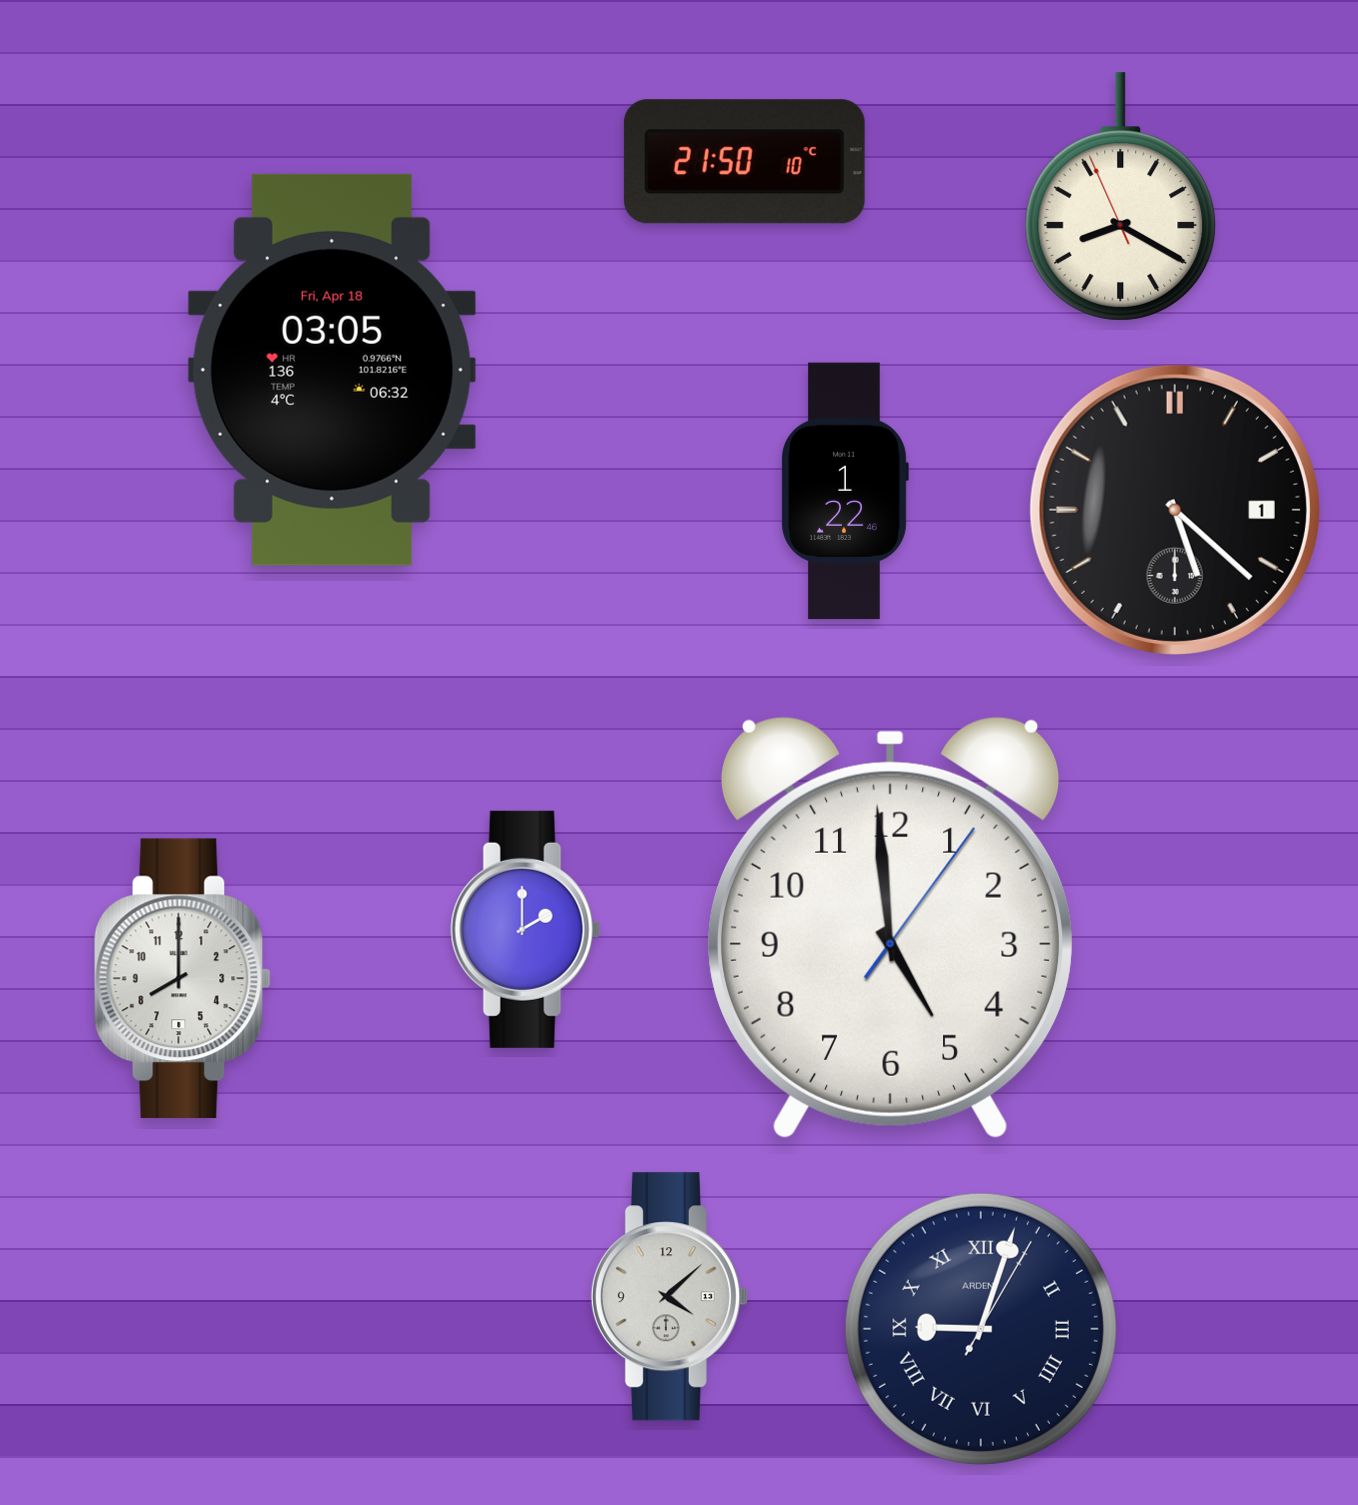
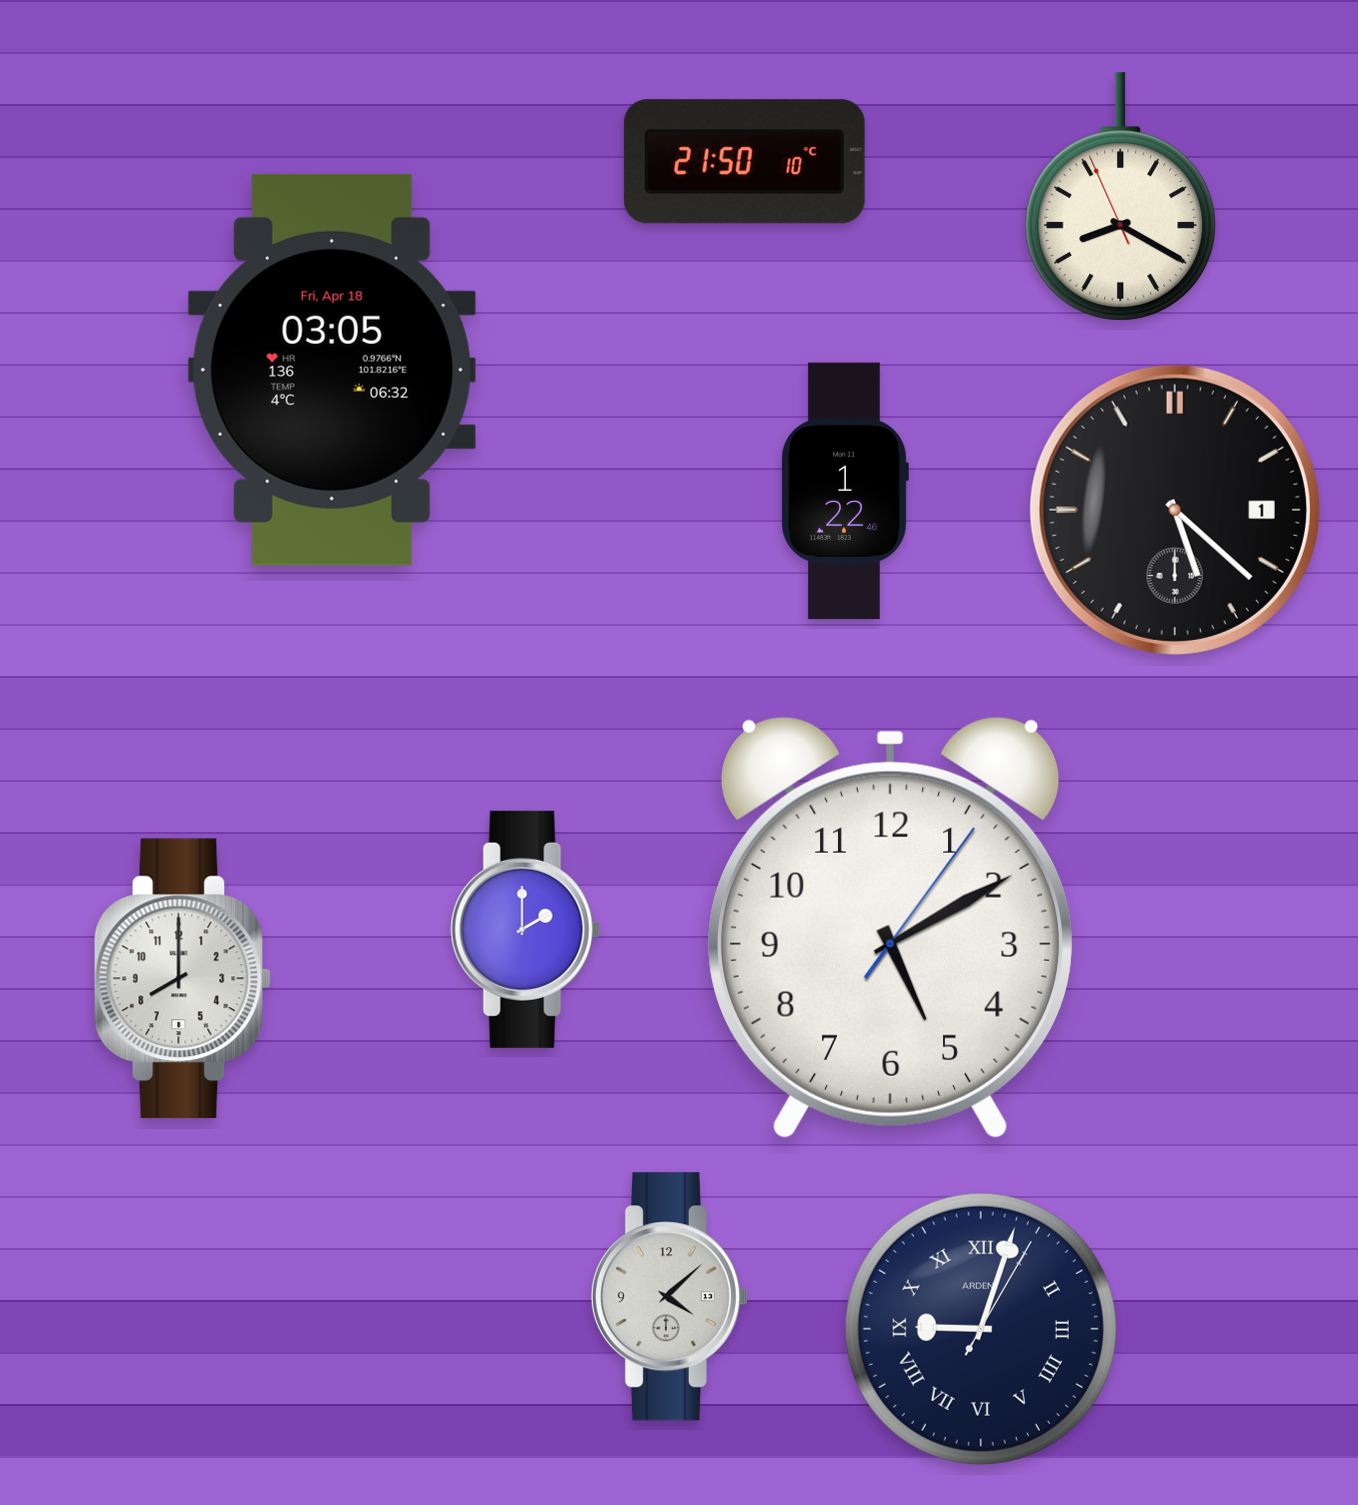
clock at (890, 927): 4:59 -> 5:10
